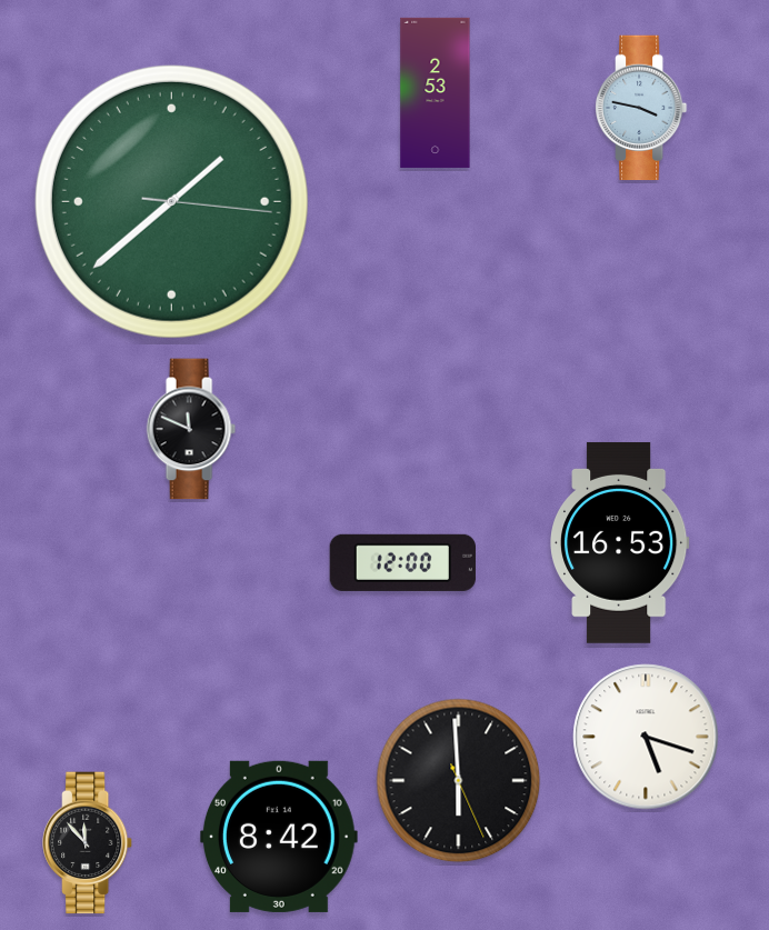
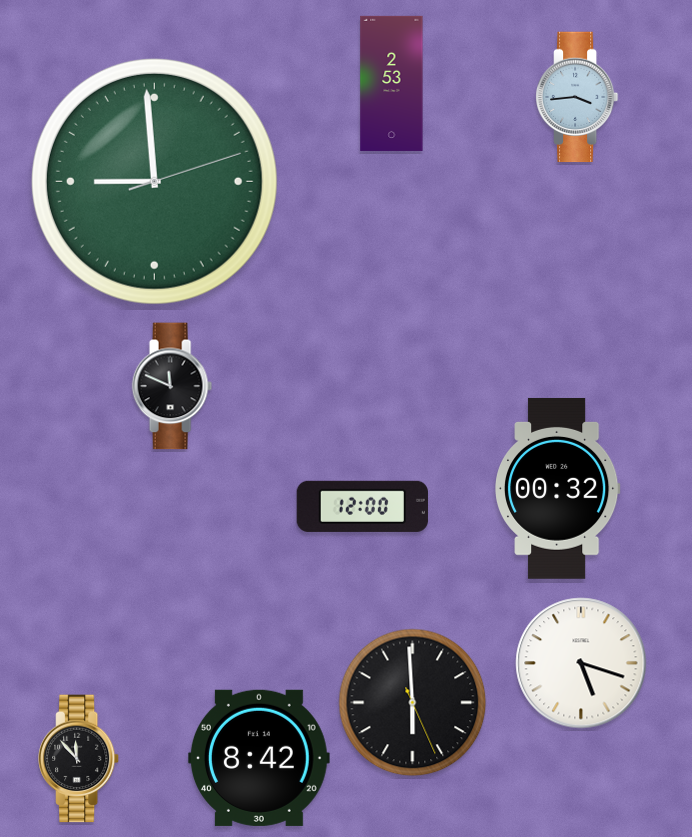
clock at (642, 108): 3:47 -> 3:44
clock at (171, 201): 1:38 -> 8:59
clock at (620, 542): 16:53 -> 00:32
clock at (279, 837) position: (279, 837) -> (259, 758)
